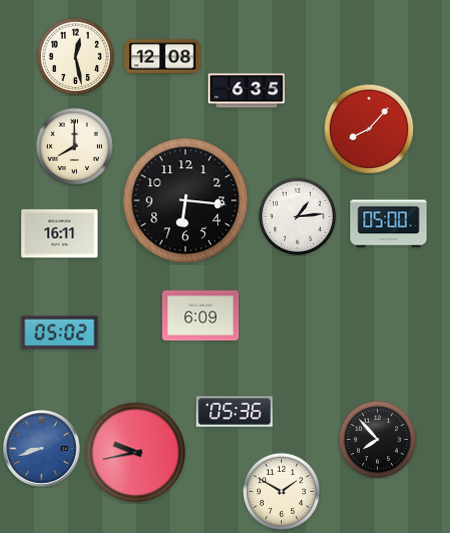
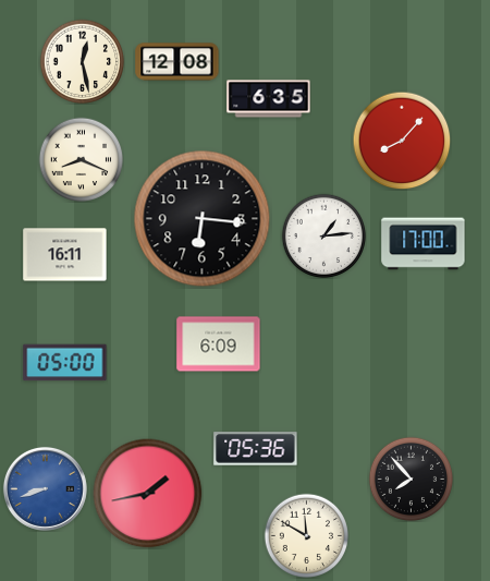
clock at (74, 146): 8:00 -> 8:19
clock at (389, 224): 05:00 -> 17:00
clock at (60, 333): 05:02 -> 05:00
clock at (136, 453): 9:43 -> 1:43
clock at (281, 491): 1:50 -> 11:50
